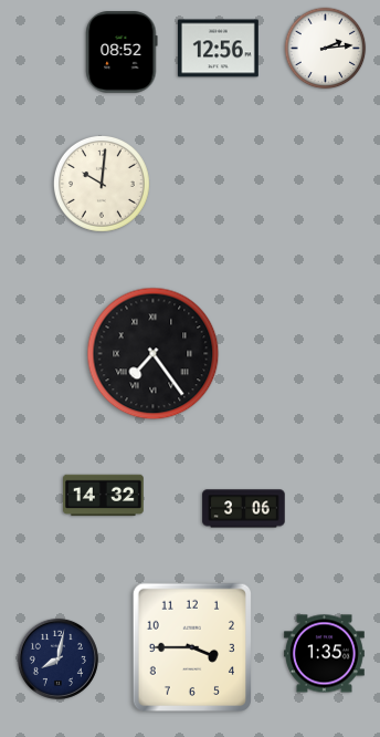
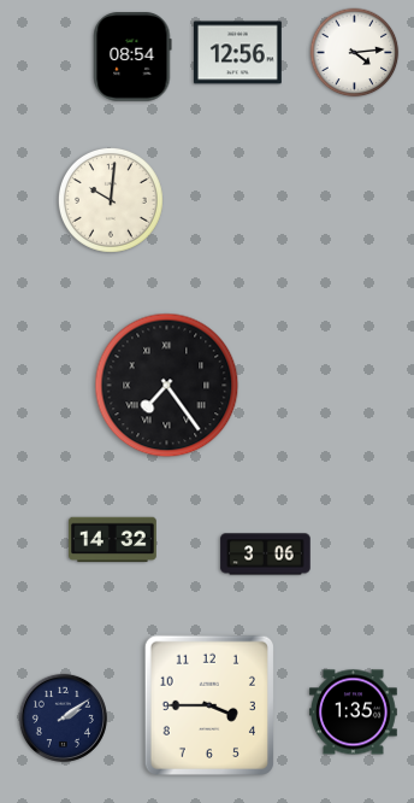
clock at (326, 49): 2:14 -> 4:14
clock at (122, 52): 08:52 -> 08:54
clock at (57, 658): 8:02 -> 2:09
